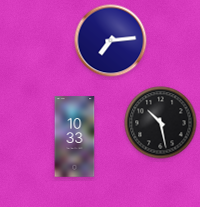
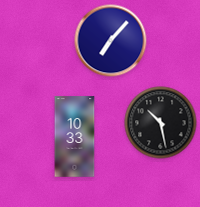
clock at (111, 41): 7:14 -> 7:07
